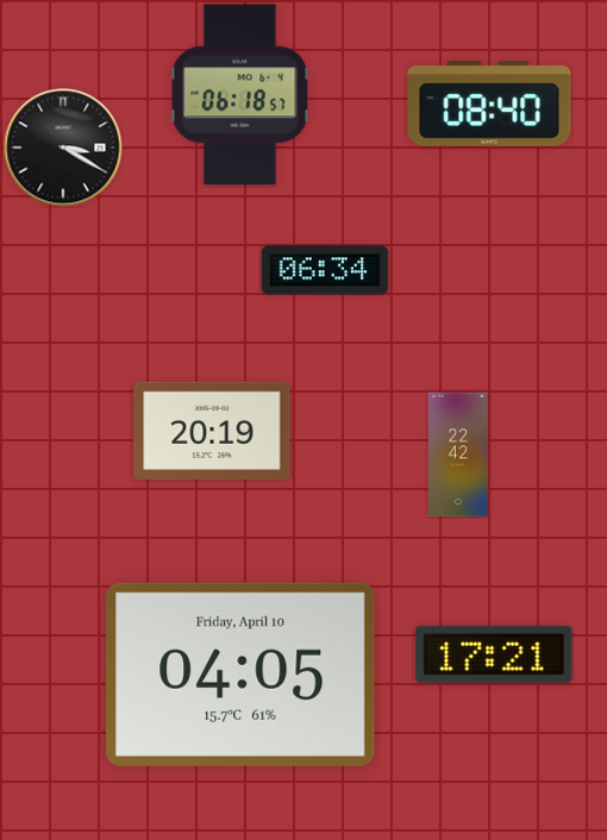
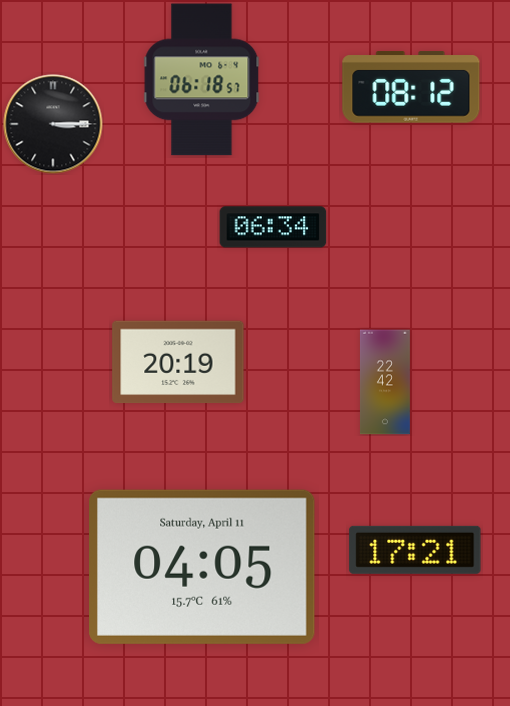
clock at (489, 104): 08:40 -> 08:12
clock at (63, 148): 3:20 -> 3:15
clock at (242, 675) date: Friday, April 10 -> Saturday, April 11
